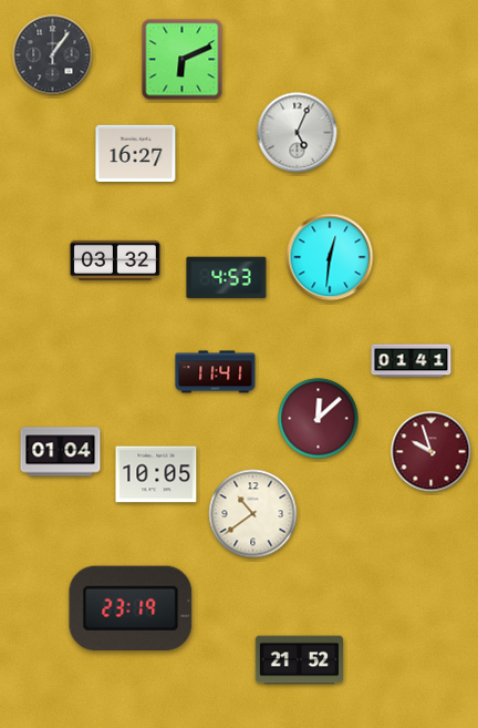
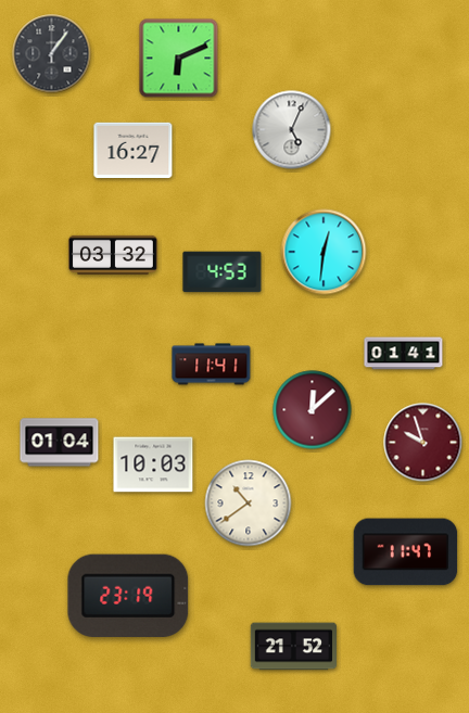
clock at (156, 474): 10:05 -> 10:03
clock at (406, 552): none -> 11:47
